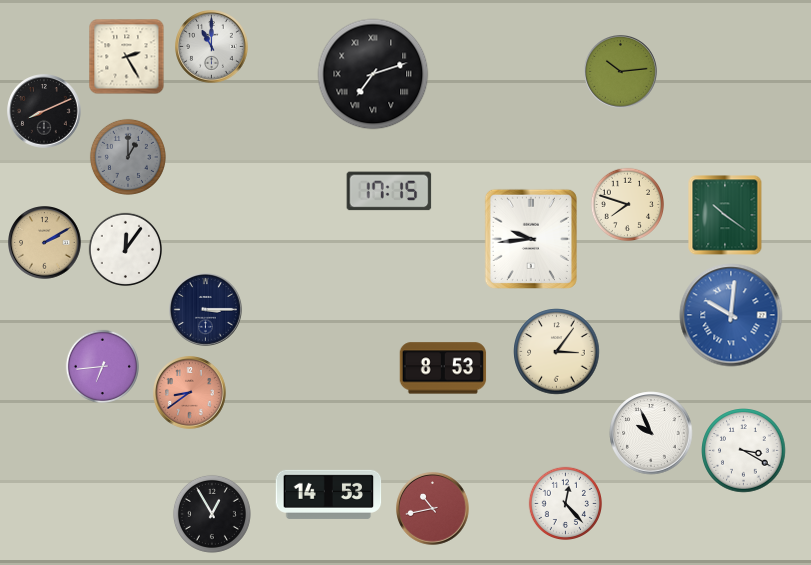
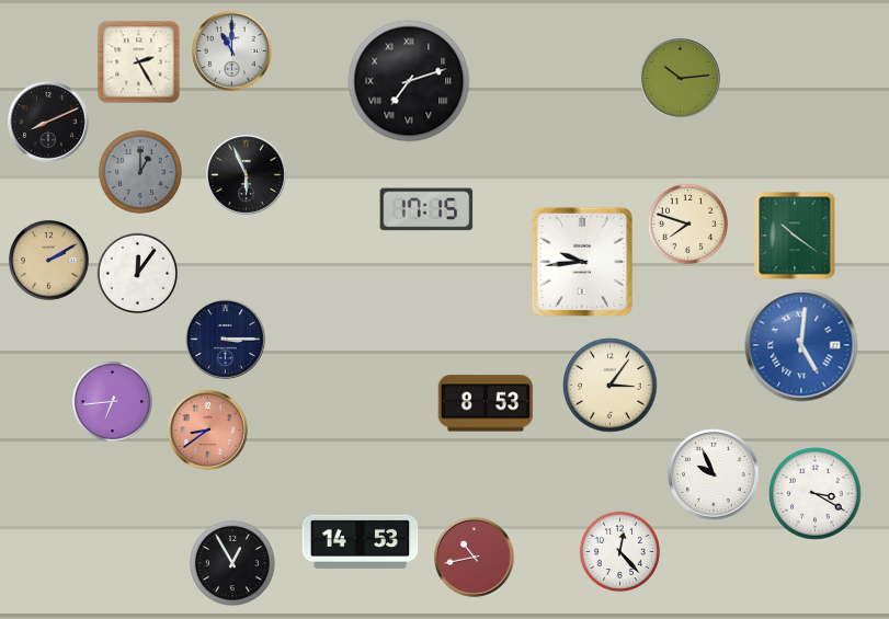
clock at (247, 175): none -> 5:56
clock at (45, 243) position: (45, 243) -> (49, 261)
clock at (731, 315): 10:01 -> 5:01
